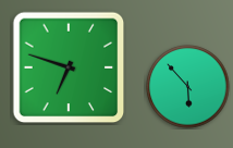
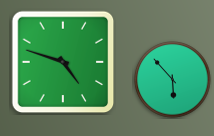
clock at (69, 67): 6:48 -> 4:48
